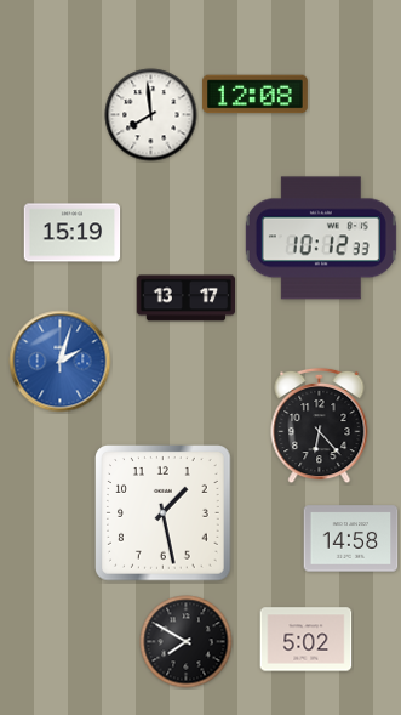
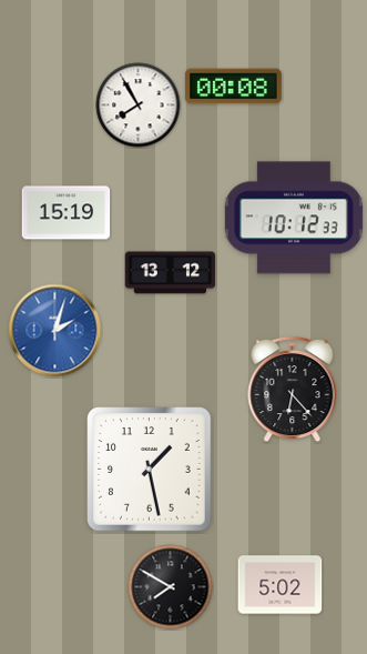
clock at (254, 95): 12:08 -> 00:08
clock at (151, 115): 7:59 -> 7:55
clock at (185, 299): 13:17 -> 13:12
clock at (351, 539): 14:58 -> none
